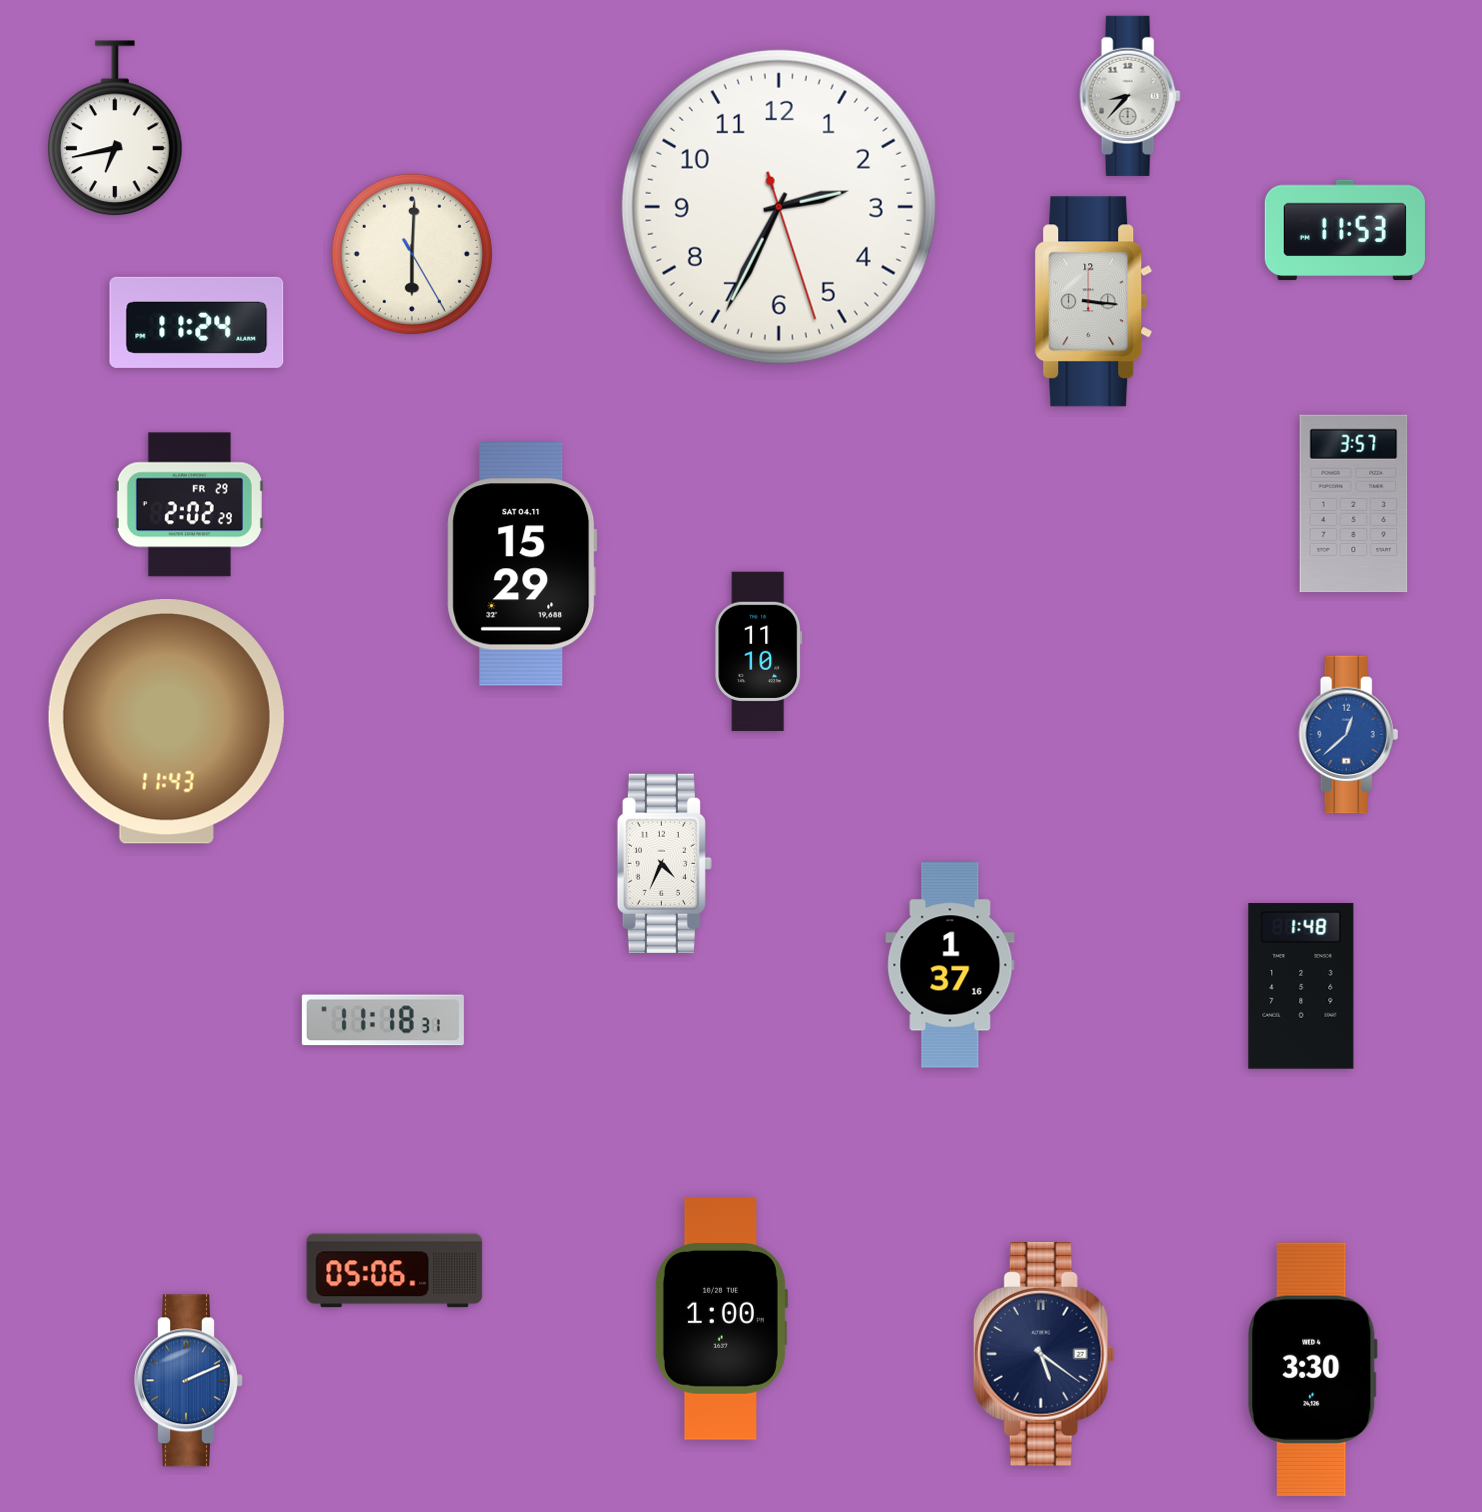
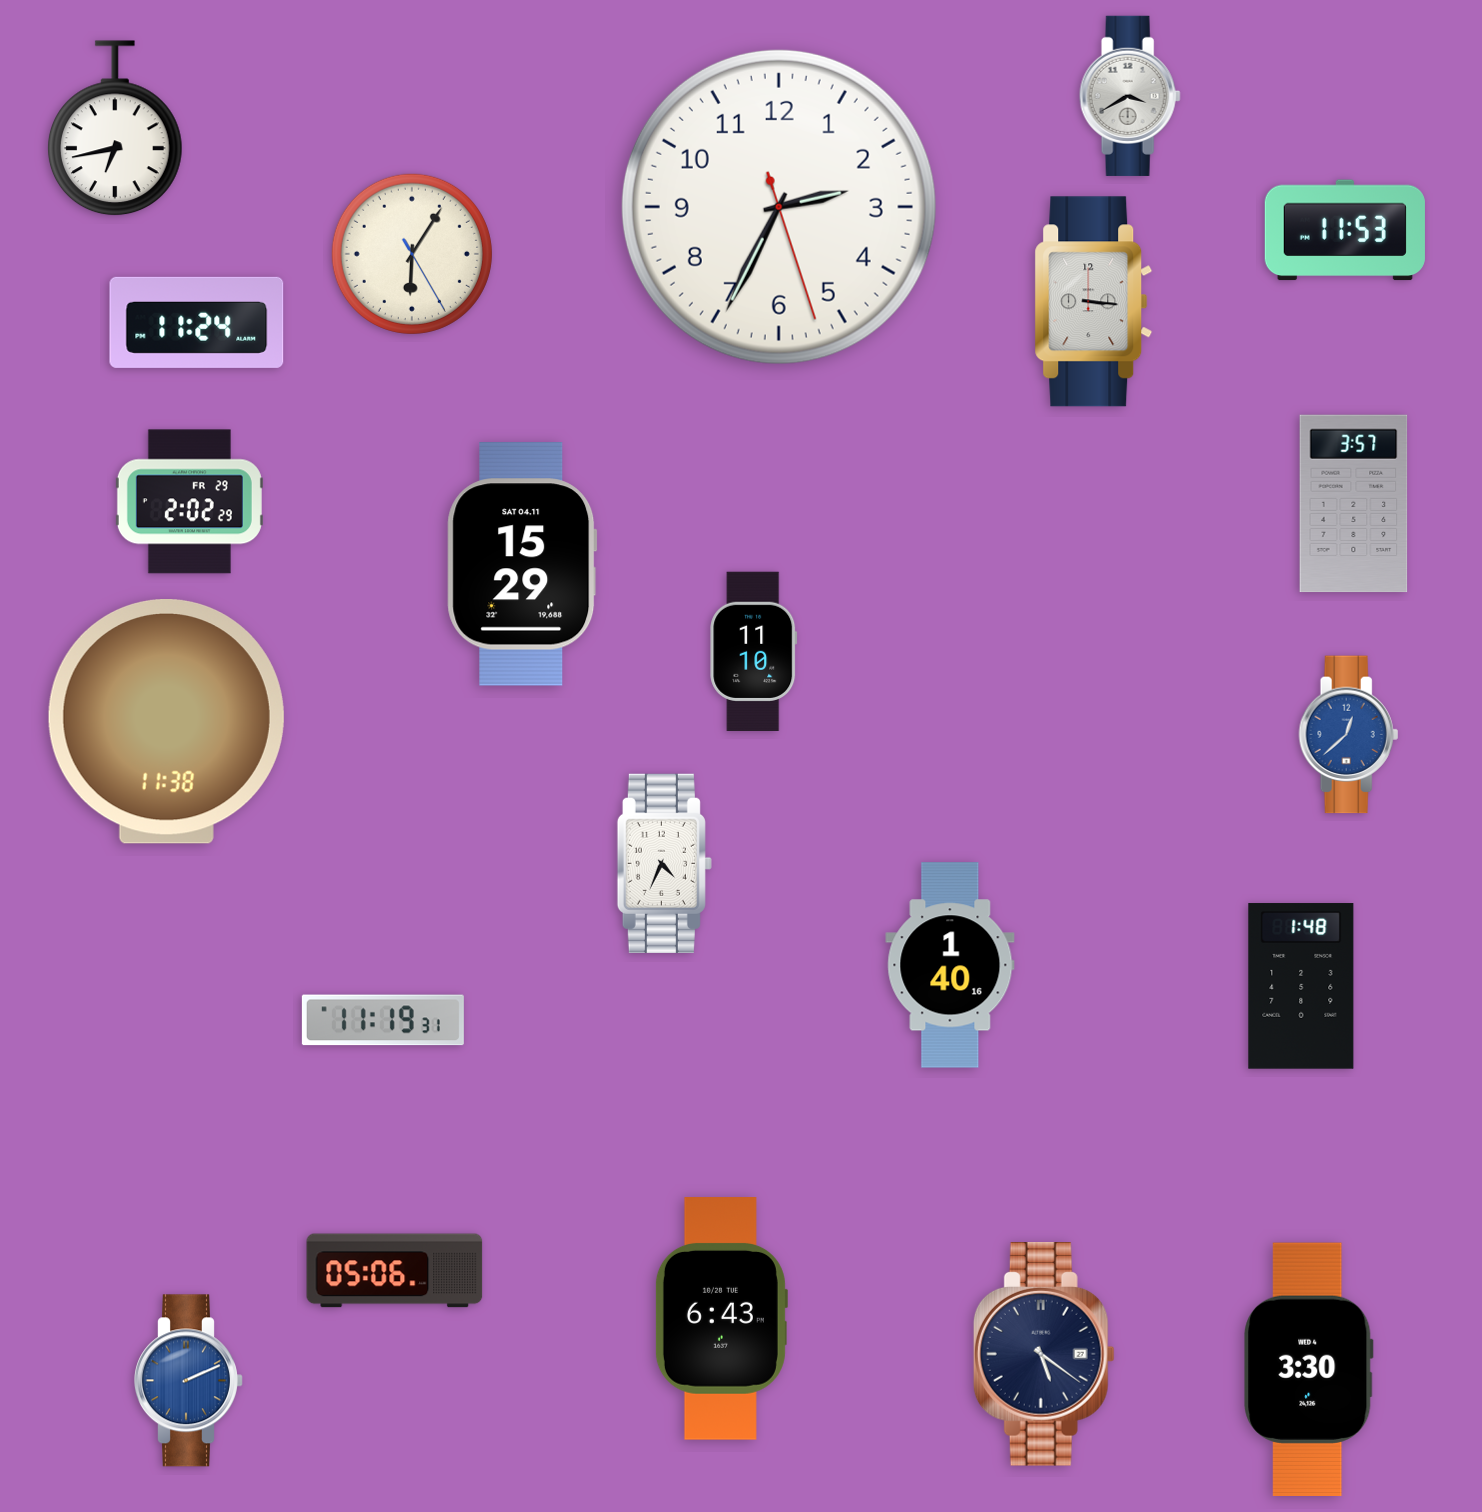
clock at (1130, 96): 8:37 -> 3:40
clock at (412, 254): 6:00 -> 6:05
clock at (189, 505) position: (189, 505) -> (189, 502)
clock at (759, 651) position: (759, 651) -> (754, 651)
clock at (166, 722): 11:43 -> 11:38
clock at (950, 965): 1:37 -> 1:40
clock at (383, 1020): 11:18 -> 11:19
clock at (721, 1319): 1:00 -> 6:43
clock at (1313, 1369) position: (1313, 1369) -> (1309, 1369)
